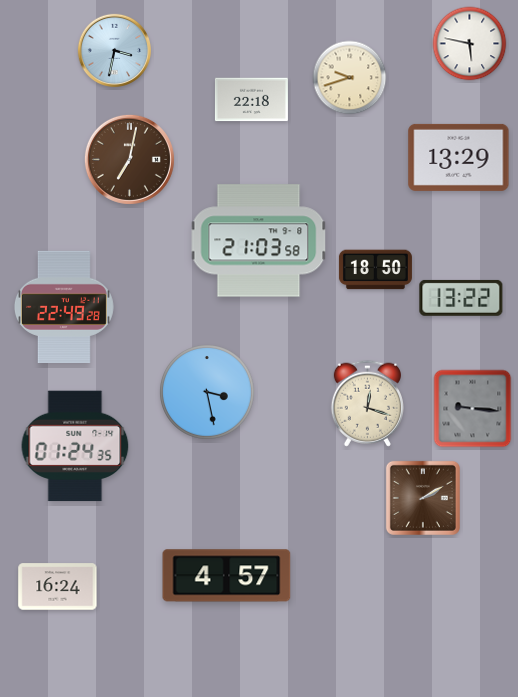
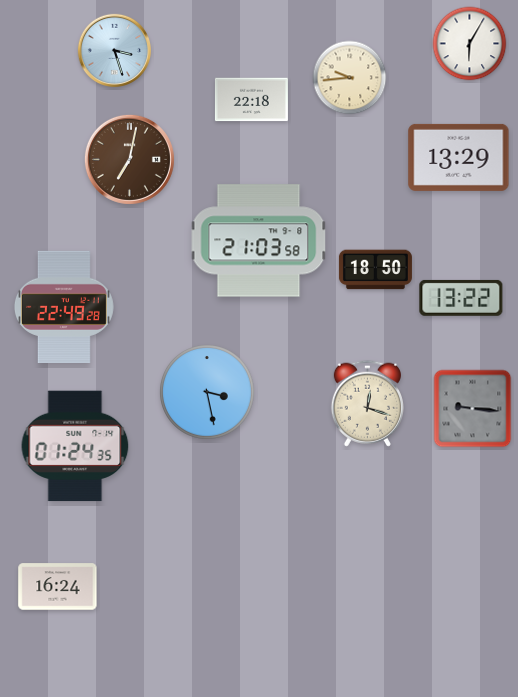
clock at (470, 44): 5:47 -> 6:05
clock at (114, 50): 3:32 -> 3:27
clock at (350, 78): 9:42 -> 9:44
clock at (423, 498): 2:10 -> none
clock at (227, 576): 4:57 -> none
